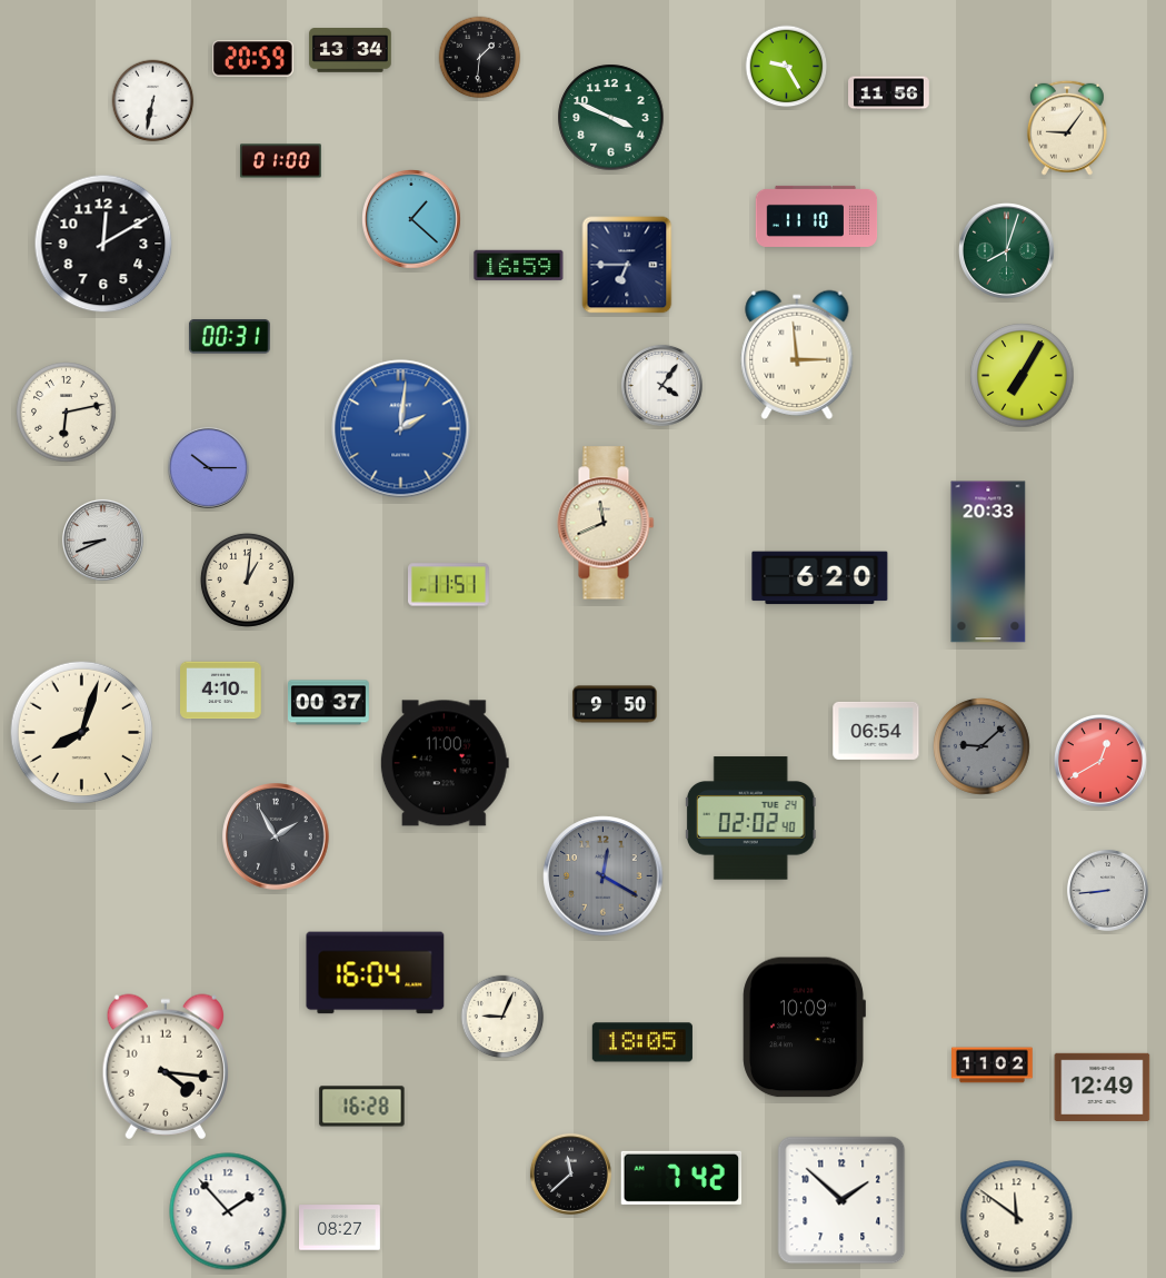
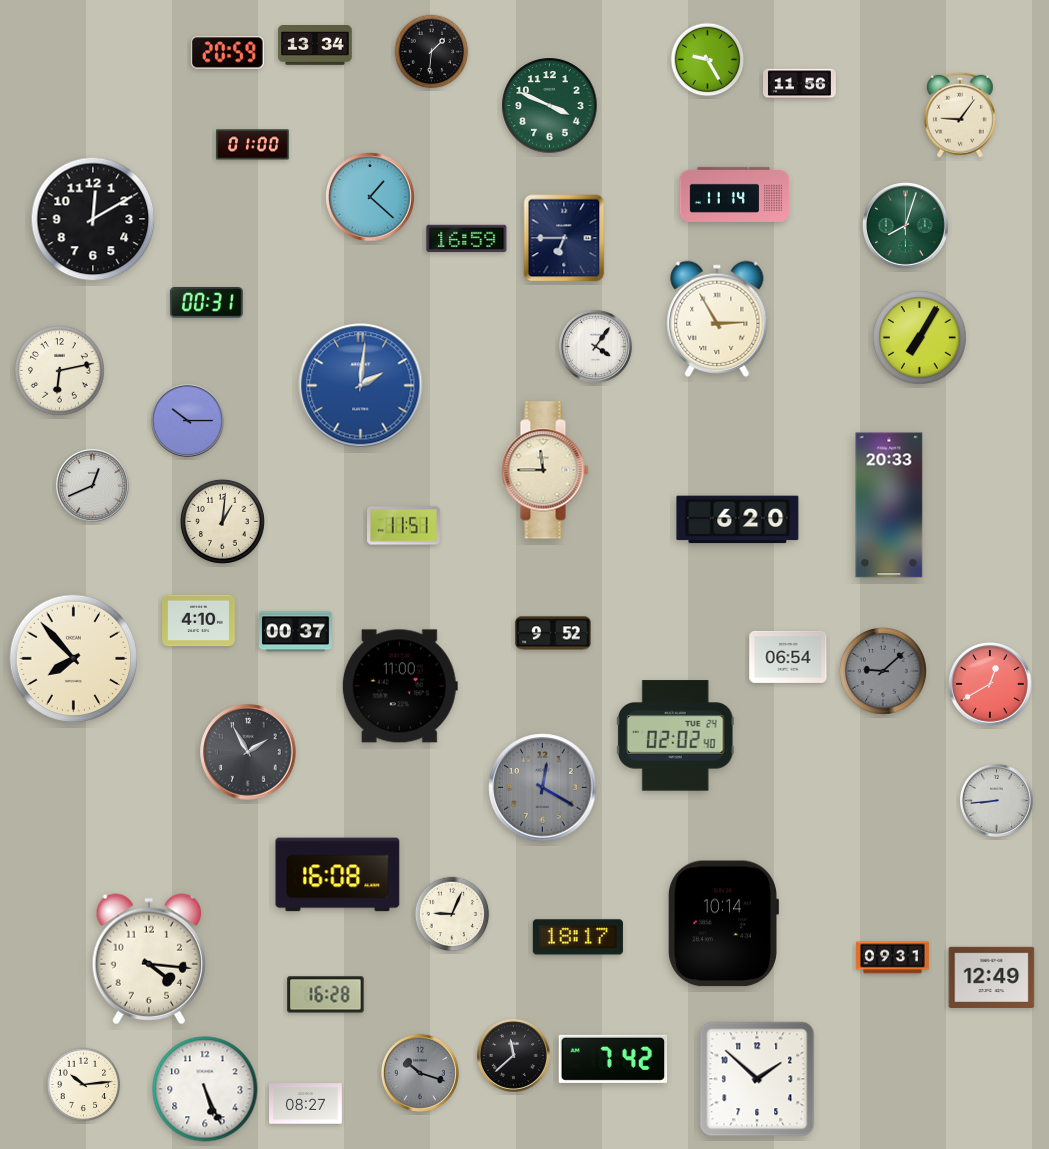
clock at (153, 101): 6:32 -> none
clock at (817, 216): 11:10 -> 11:14
clock at (797, 355): 2:59 -> 2:55
clock at (606, 523): 11:41 -> 11:45
clock at (102, 539): 8:41 -> 12:41
clock at (615, 704): 9:50 -> 9:52
clock at (82, 733): 8:03 -> 7:53
clock at (376, 973): 16:04 -> 16:08
clock at (804, 1028): 10:09 -> 10:14
clock at (642, 1042): 18:05 -> 18:17
clock at (993, 1066): 11:02 -> 09:31
clock at (420, 1073): none -> 10:18
clock at (84, 1085): none -> 10:14
clock at (228, 1211): 1:53 -> 5:26
clock at (1017, 1217): 11:51 -> none
